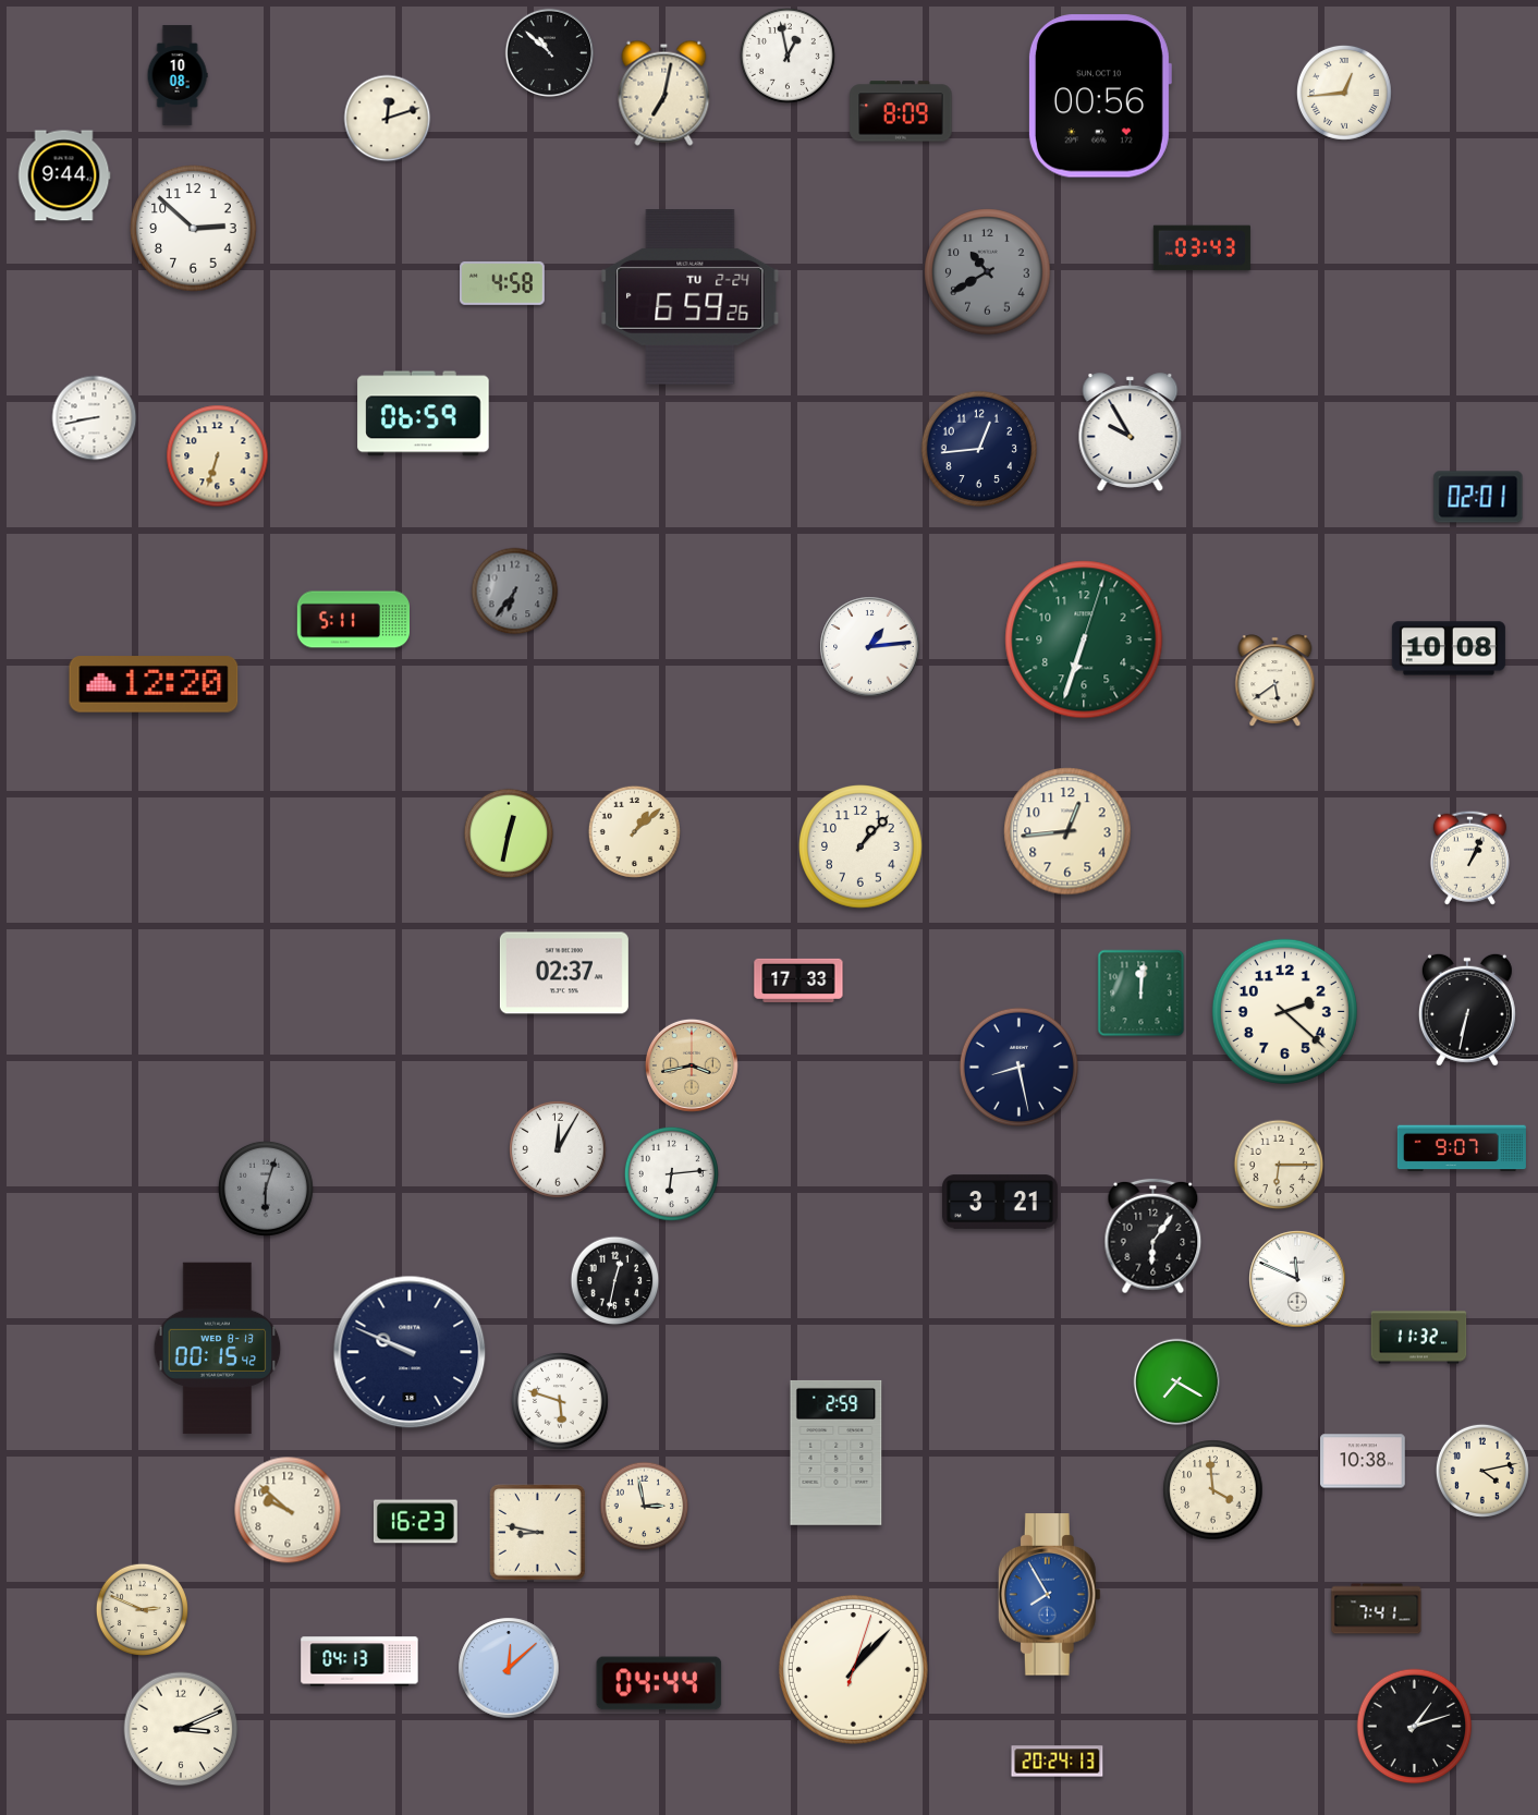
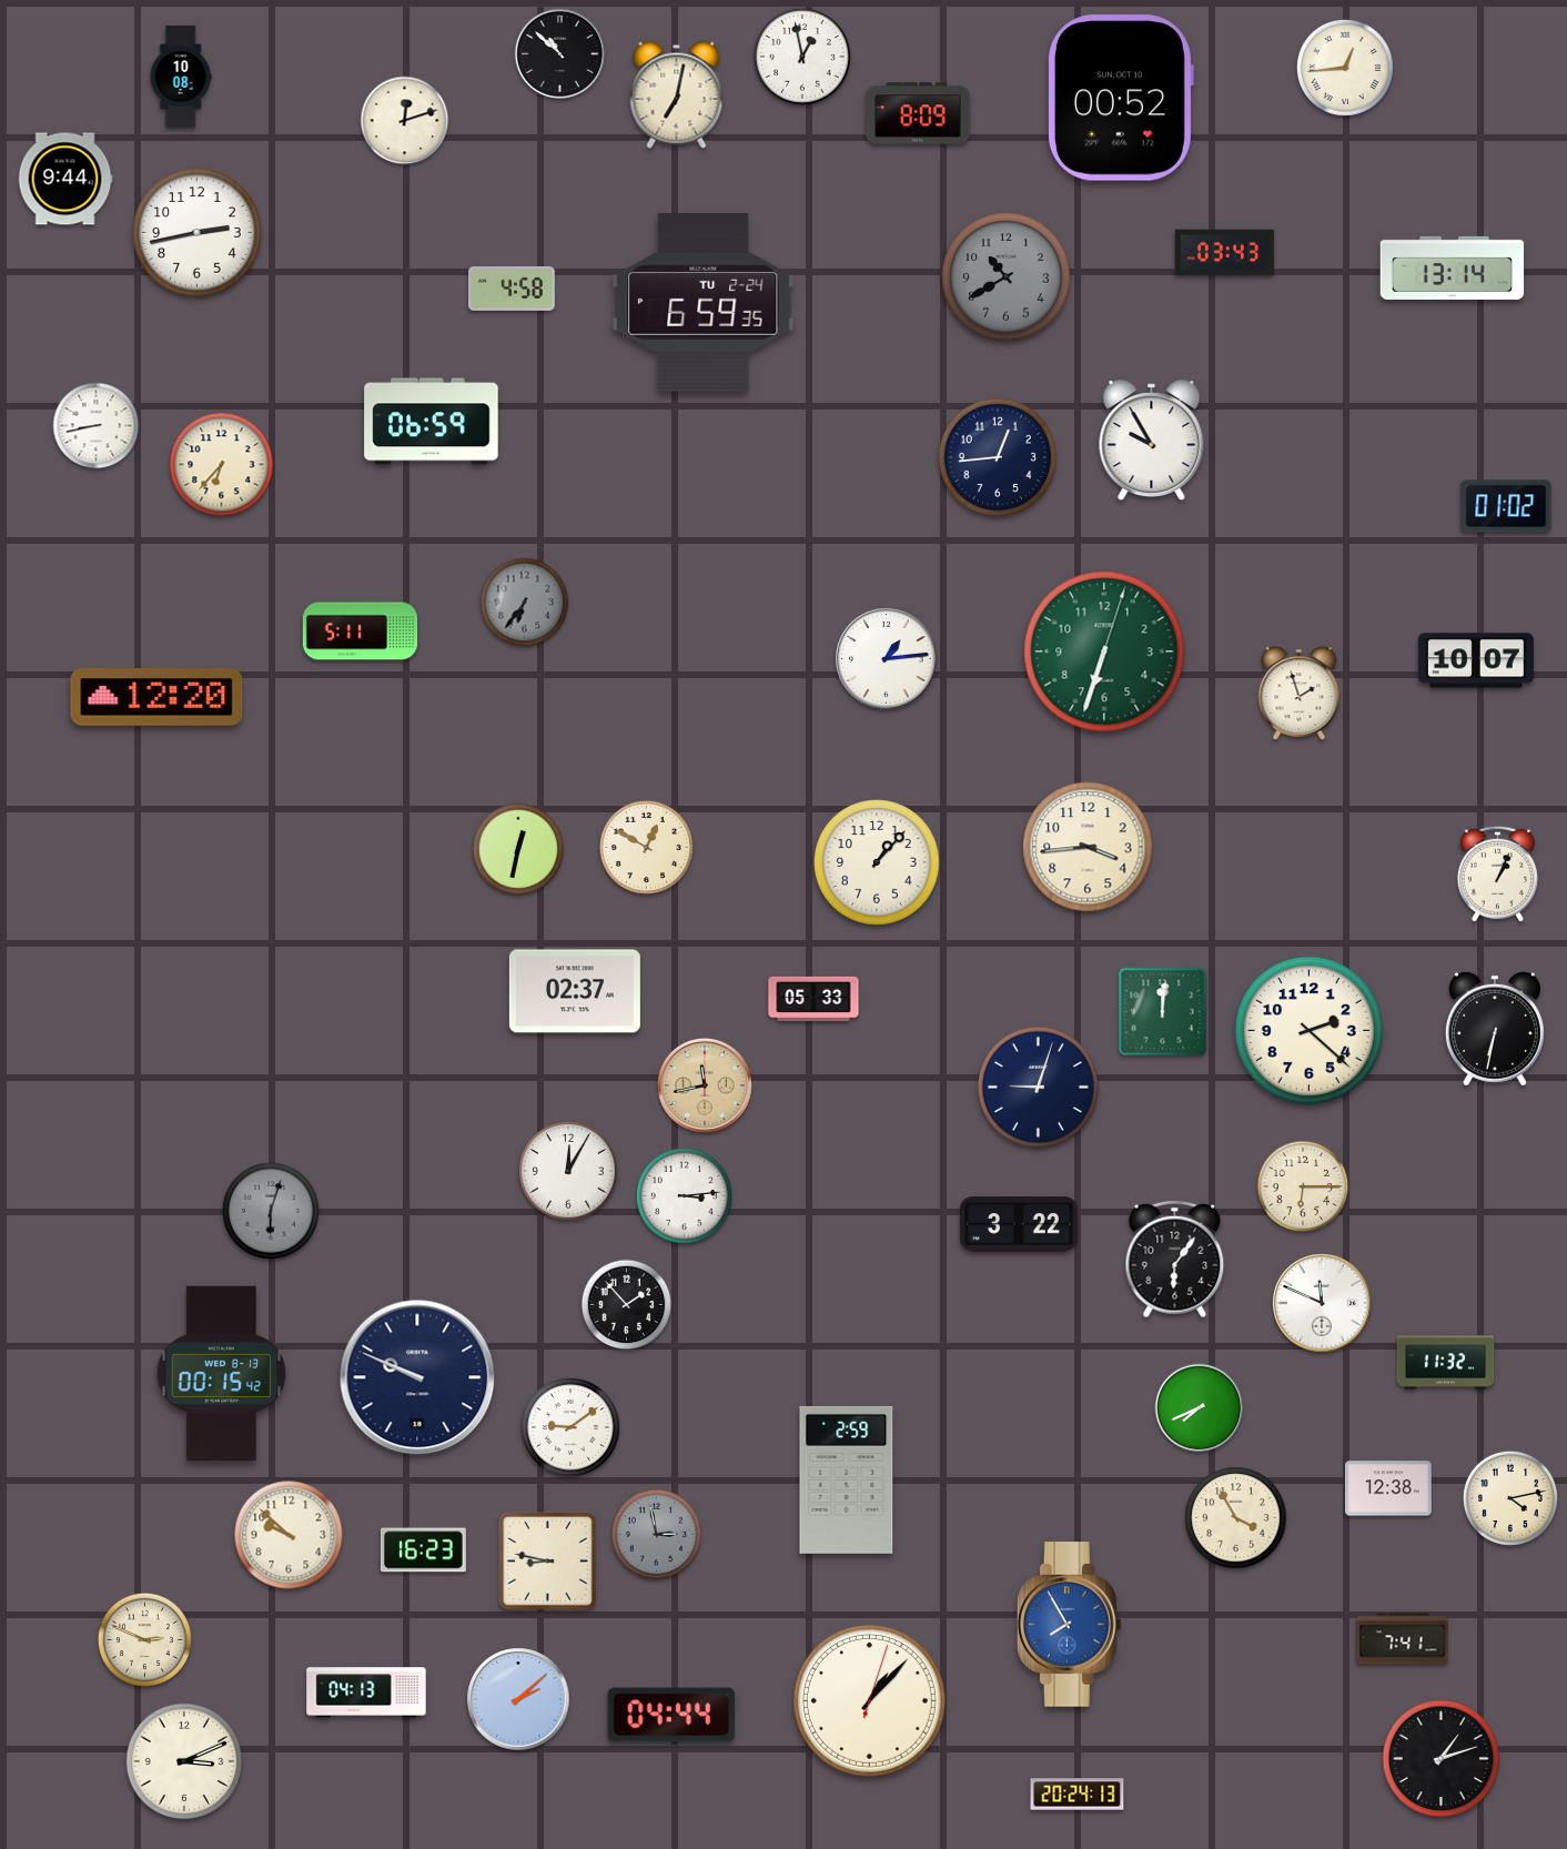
clock at (1344, 93) position: (1344, 93) -> (1345, 68)
clock at (1099, 96): 00:56 -> 00:52
clock at (388, 119) position: (388, 119) -> (405, 121)
clock at (194, 229): 2:52 -> 2:43
clock at (1453, 267): none -> 13:14
clock at (691, 297): 6:59:26 -> 6:59:35
clock at (218, 456): 6:33 -> 6:37
clock at (1478, 497): 02:01 -> 01:02
clock at (1449, 648): 10:08 -> 10:07
clock at (1275, 680): 5:39 -> 1:57
clock at (634, 831): 1:08 -> 12:50
clock at (1067, 831): 12:44 -> 3:44
clock at (798, 980): 17:33 -> 05:33
clock at (692, 1065): 3:43 -> 11:43
clock at (1018, 1067): 8:28 -> 9:03
clock at (1462, 1148): 9:07 -> none
clock at (671, 1173): 6:14 -> 3:14
clock at (1001, 1202): 3:21 -> 3:22
clock at (615, 1281): 12:32 -> 1:53
clock at (1177, 1382): 7:20 -> 7:41
clock at (560, 1401): 5:48 -> 9:09
clock at (837, 1452) position: (837, 1452) -> (847, 1479)
clock at (1364, 1461): 10:38 -> 12:38
clock at (1213, 1490): 3:59 -> 3:55
clock at (645, 1507) dial: cream -> grey
clock at (288, 1510) position: (288, 1510) -> (289, 1535)
clock at (509, 1668): 12:08 -> 2:08
